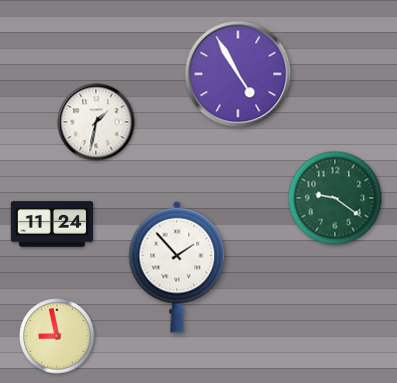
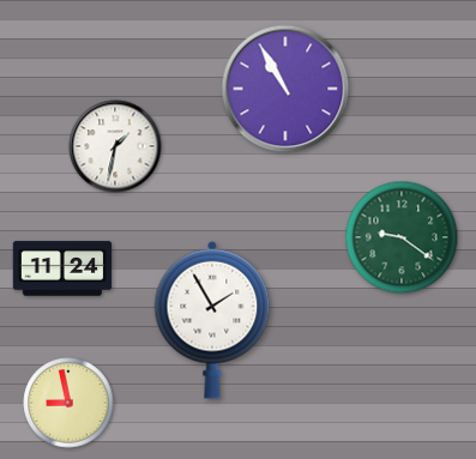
clock at (238, 74): 4:55 -> 10:55
clock at (177, 267): 1:53 -> 1:55
